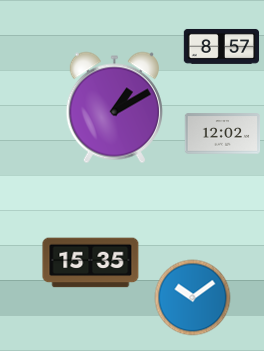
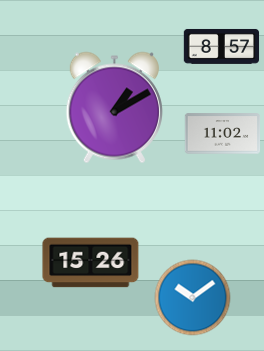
clock at (223, 134): 12:02 -> 11:02
clock at (91, 263): 15:35 -> 15:26
